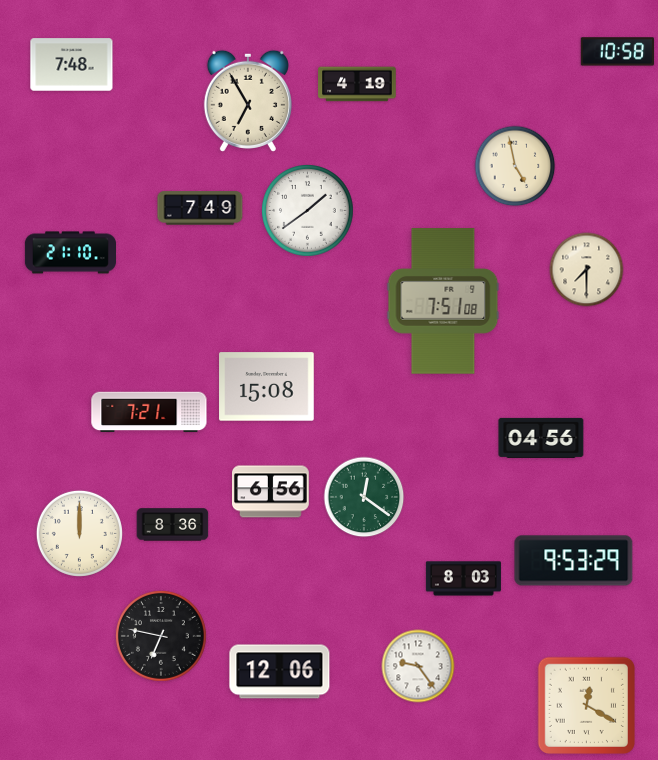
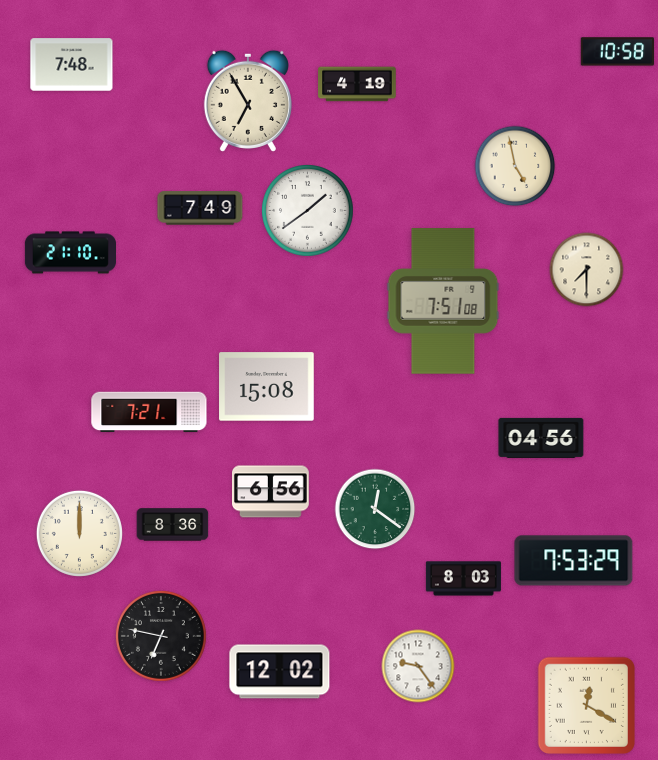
clock at (364, 497) position: (364, 497) -> (375, 509)
clock at (574, 561): 9:53 -> 7:53
clock at (280, 672): 12:06 -> 12:02
